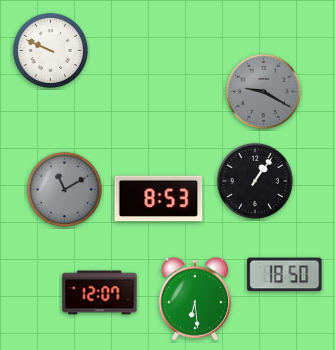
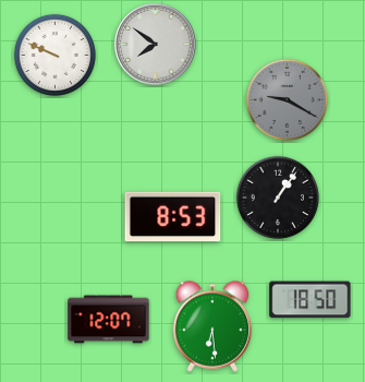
clock at (156, 45): none -> 7:51
clock at (64, 189): 11:10 -> none
